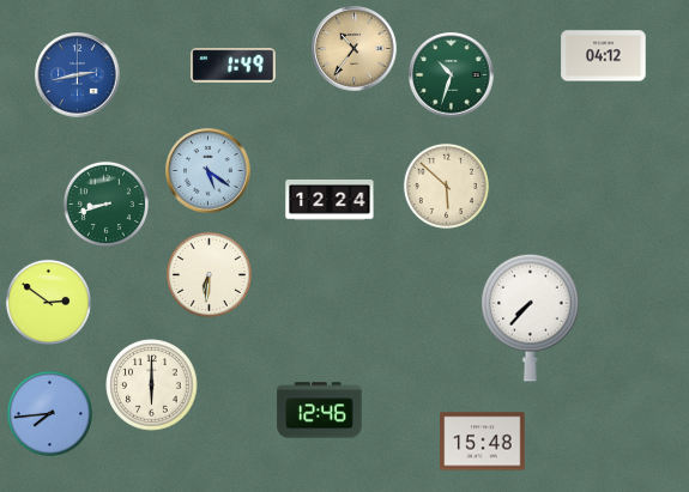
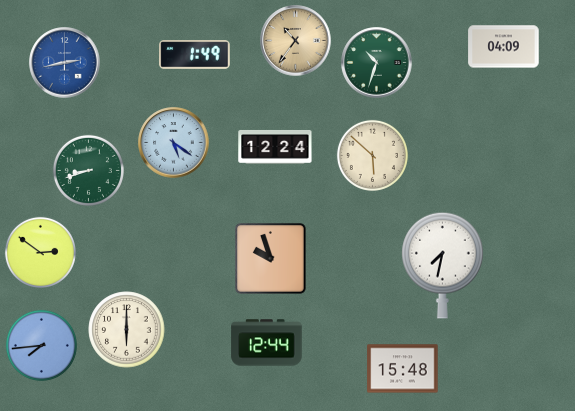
clock at (604, 56): 04:12 -> 04:09
clock at (330, 200) position: (330, 200) -> (275, 147)
clock at (208, 274): 6:31 -> none
clock at (271, 259): none -> 9:57
clock at (531, 317): 7:37 -> 7:32
clock at (152, 385) position: (152, 385) -> (127, 330)
clock at (320, 411): 12:46 -> 12:44
